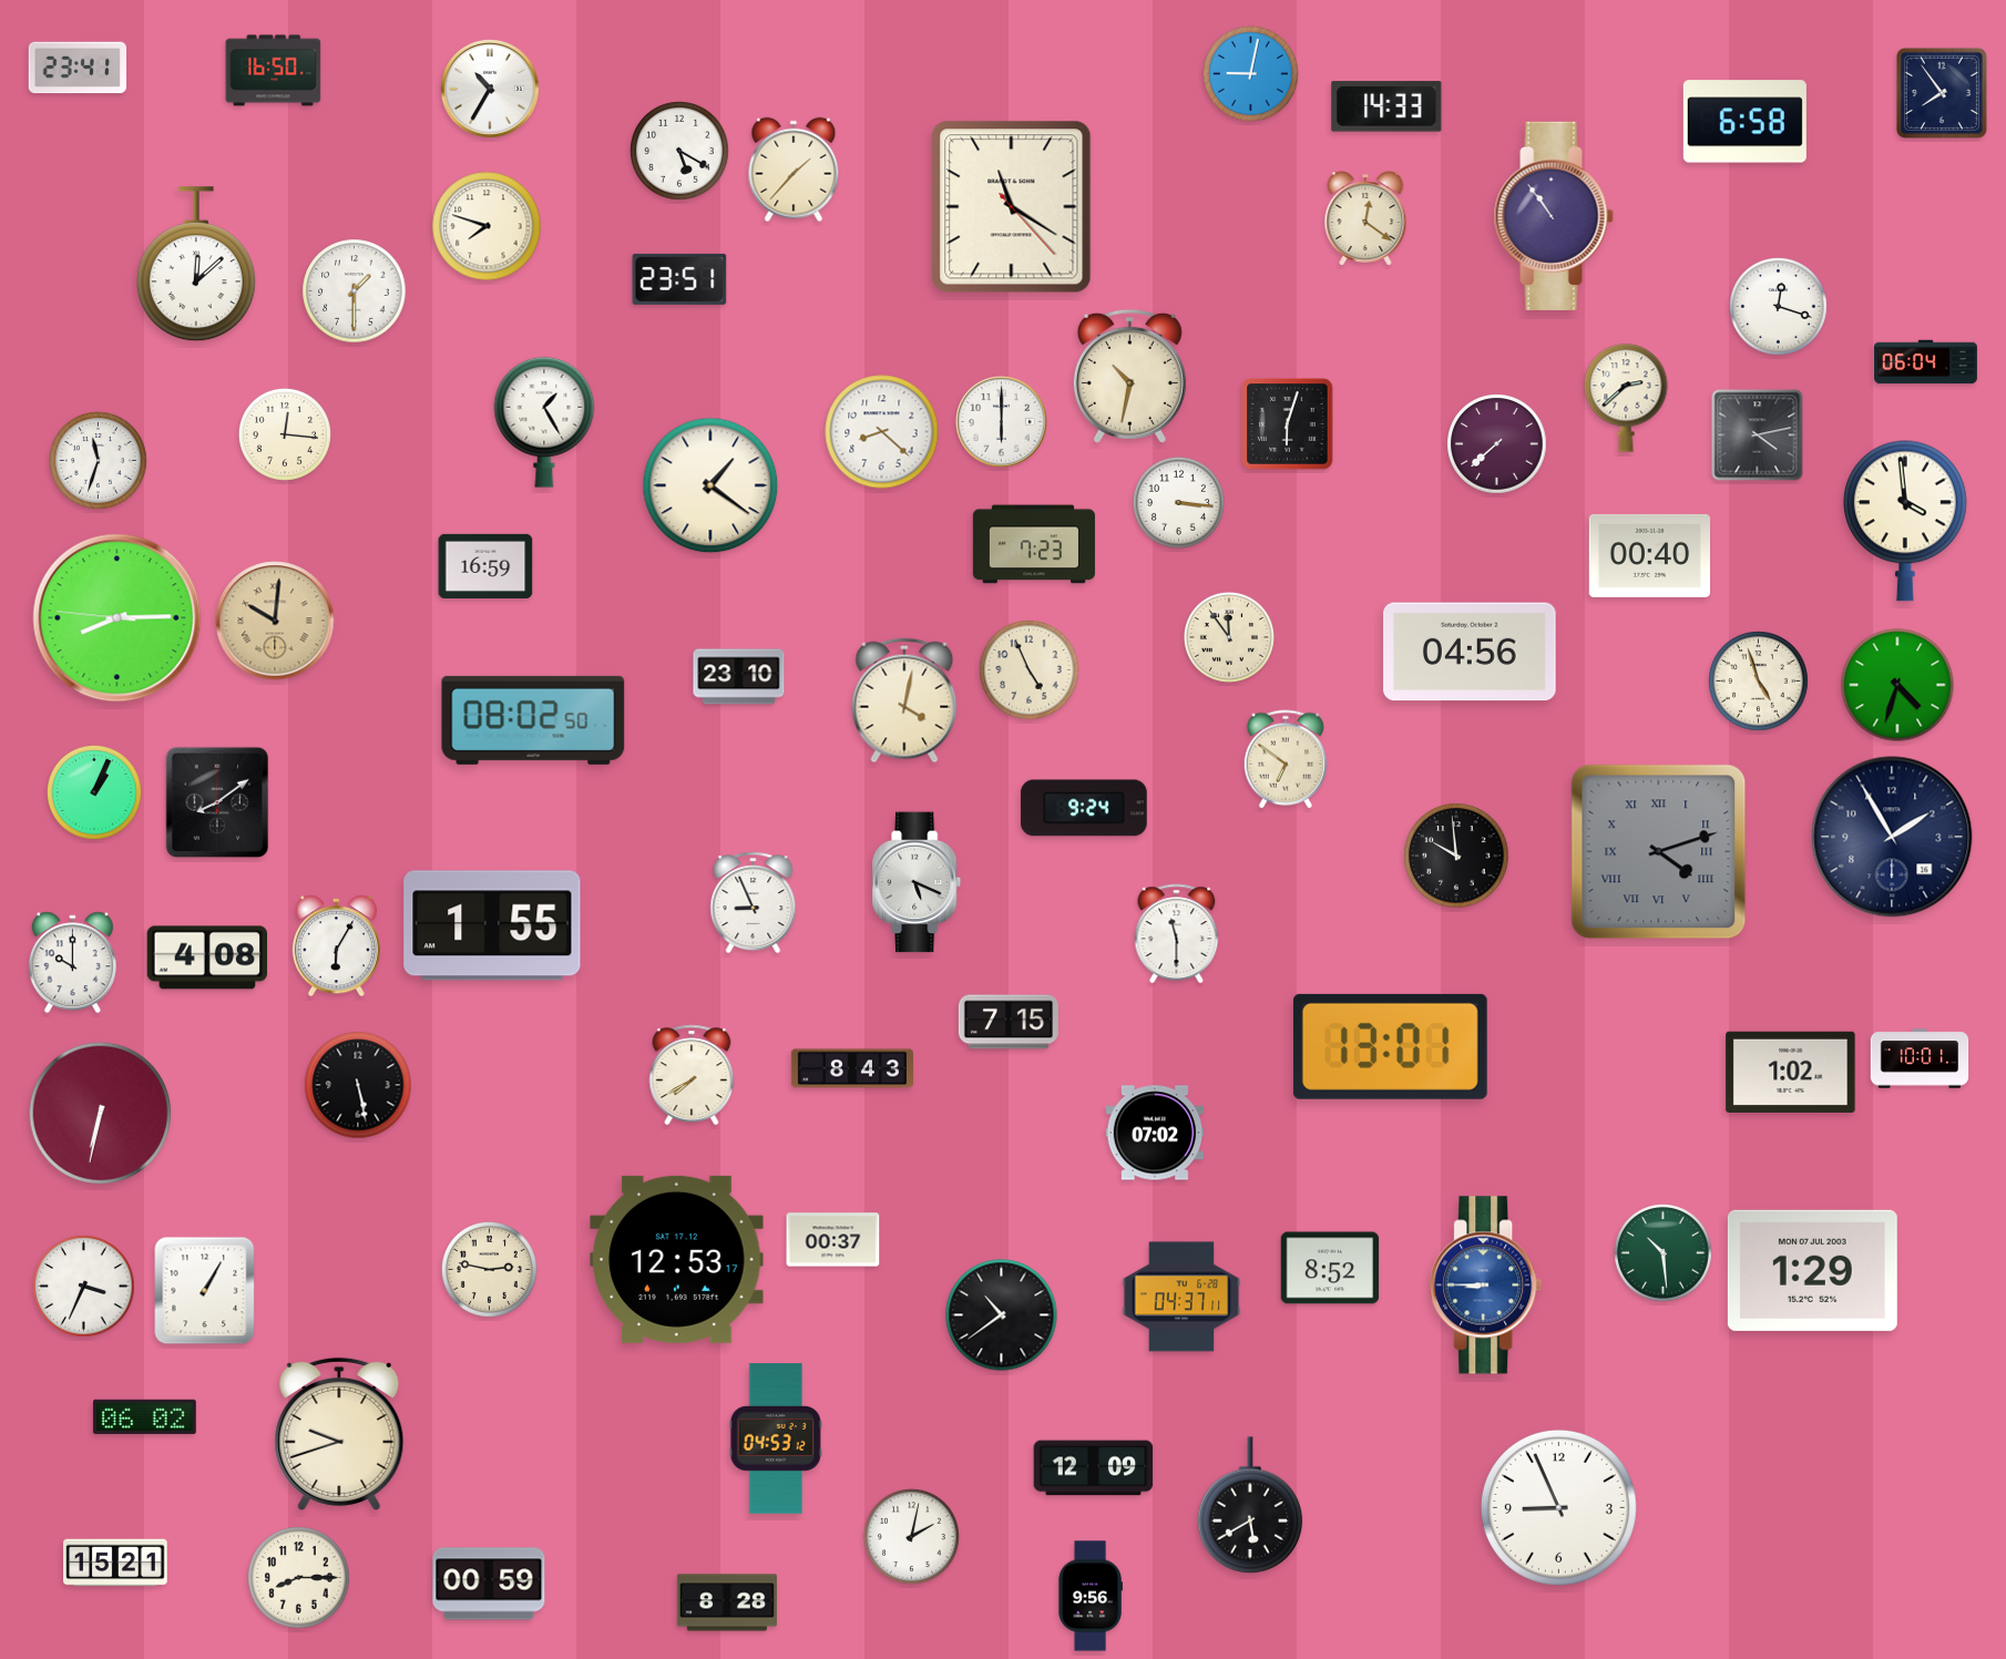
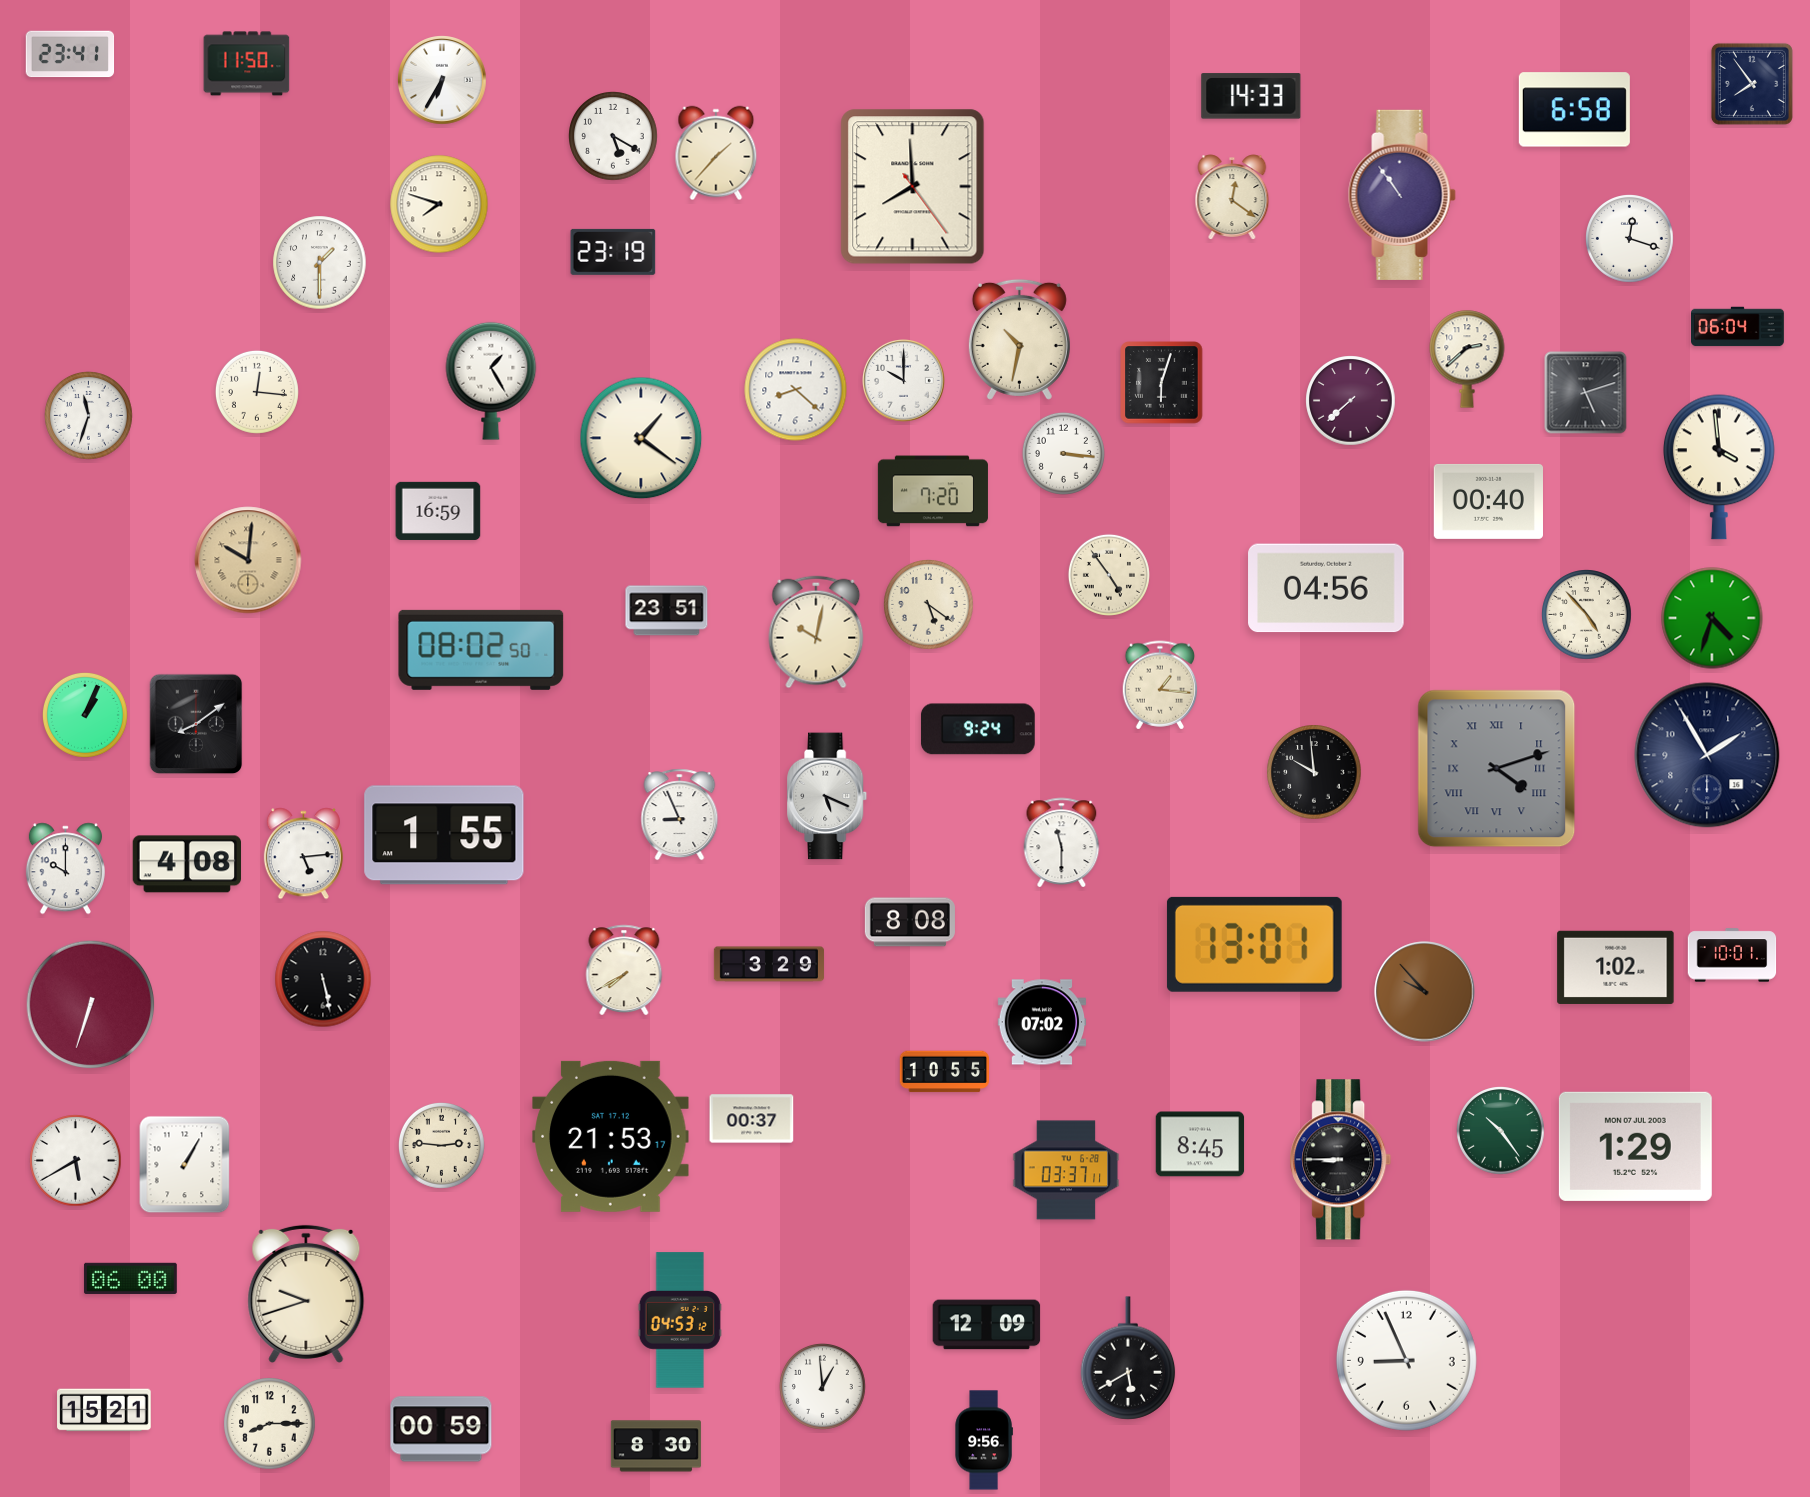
clock at (78, 68) position: (78, 68) -> (70, 54)
clock at (274, 71): 16:50 -> 11:50
clock at (1250, 73): 9:02 -> none
clock at (490, 89): 10:35 -> 6:35
clock at (1012, 207): 11:20 -> 7:59
clock at (196, 265): 12:08 -> none
clock at (679, 279): 23:51 -> 23:19
clock at (1779, 307) position: (1779, 307) -> (1630, 239)
clock at (1002, 422): 6:00 -> 10:00
clock at (1758, 436): 4:13 -> 5:12
clock at (1905, 521) position: (1905, 521) -> (1719, 467)
clock at (1034, 544): 7:23 -> 7:20
clock at (117, 618): 8:14 -> none
clock at (1229, 637): 11:54 -> 4:54
clock at (1030, 670): 4:56 -> 5:21
clock at (739, 677): 23:10 -> 23:51
clock at (1759, 682): 4:57 -> 4:53
clock at (904, 700): 4:02 -> 10:02
clock at (1286, 759): 6:51 -> 1:16
clock at (336, 946): 6:05 -> 5:14
clock at (1009, 1022): 7:15 -> 8:08
clock at (852, 1068): 8:43 -> 3:29
clock at (1425, 992): none -> 9:53
clock at (101, 1114): 6:32 -> 6:33
clock at (944, 1072): none -> 10:55
clock at (1664, 1253): 10:29 -> 10:24
clock at (677, 1259): 12:53 -> 21:53
clock at (1330, 1268): 8:52 -> 8:45
clock at (489, 1269): 2:47 -> 2:46
clock at (1486, 1286) dial: blue -> black
clock at (84, 1287): 3:34 -> 5:40
clock at (1181, 1297): 04:37 -> 03:37
clock at (1002, 1315): 10:39 -> none
clock at (144, 1416): 06:02 -> 06:00
clock at (776, 1438) position: (776, 1438) -> (680, 1320)
clock at (911, 1536): 2:02 -> 12:59
clock at (727, 1602): 8:28 -> 8:30
